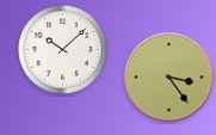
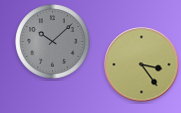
clock at (63, 50) dial: white -> grey
